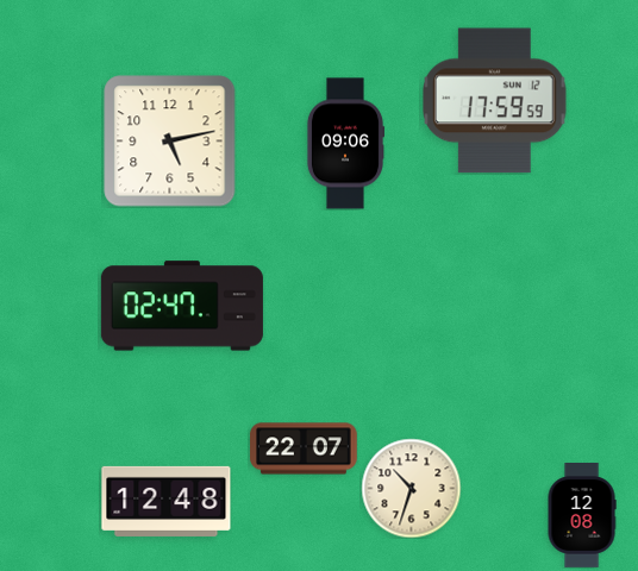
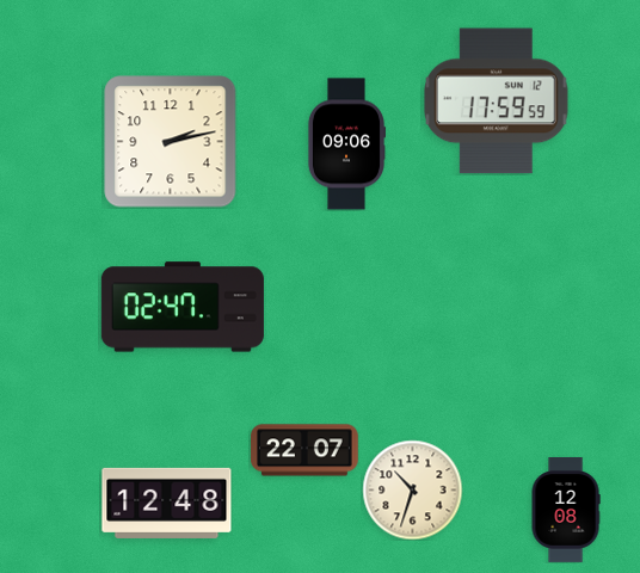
clock at (170, 142): 5:13 -> 2:13
clock at (582, 516) position: (582, 516) -> (566, 511)
